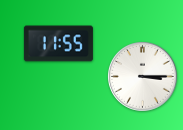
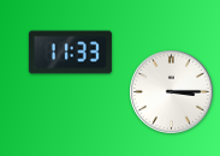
clock at (58, 44): 11:55 -> 11:33
